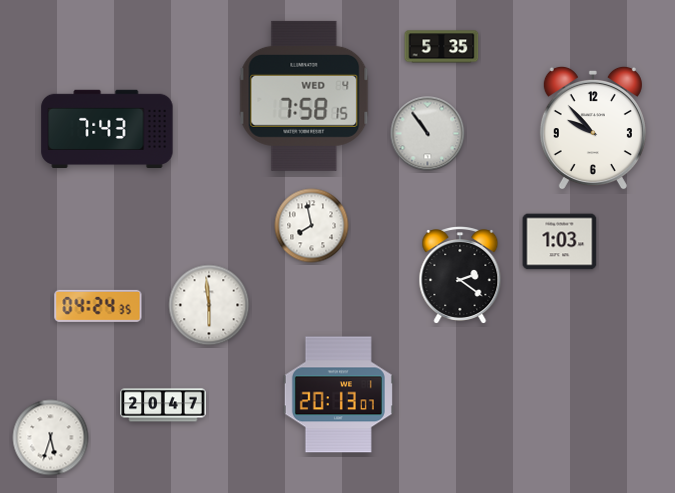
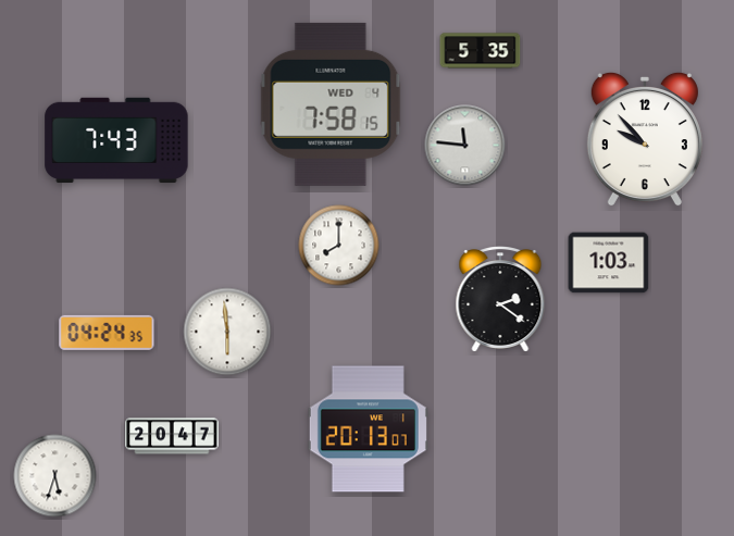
clock at (428, 134): 10:54 -> 11:46
clock at (312, 226): 7:58 -> 8:00
clock at (163, 405) position: (163, 405) -> (172, 436)
